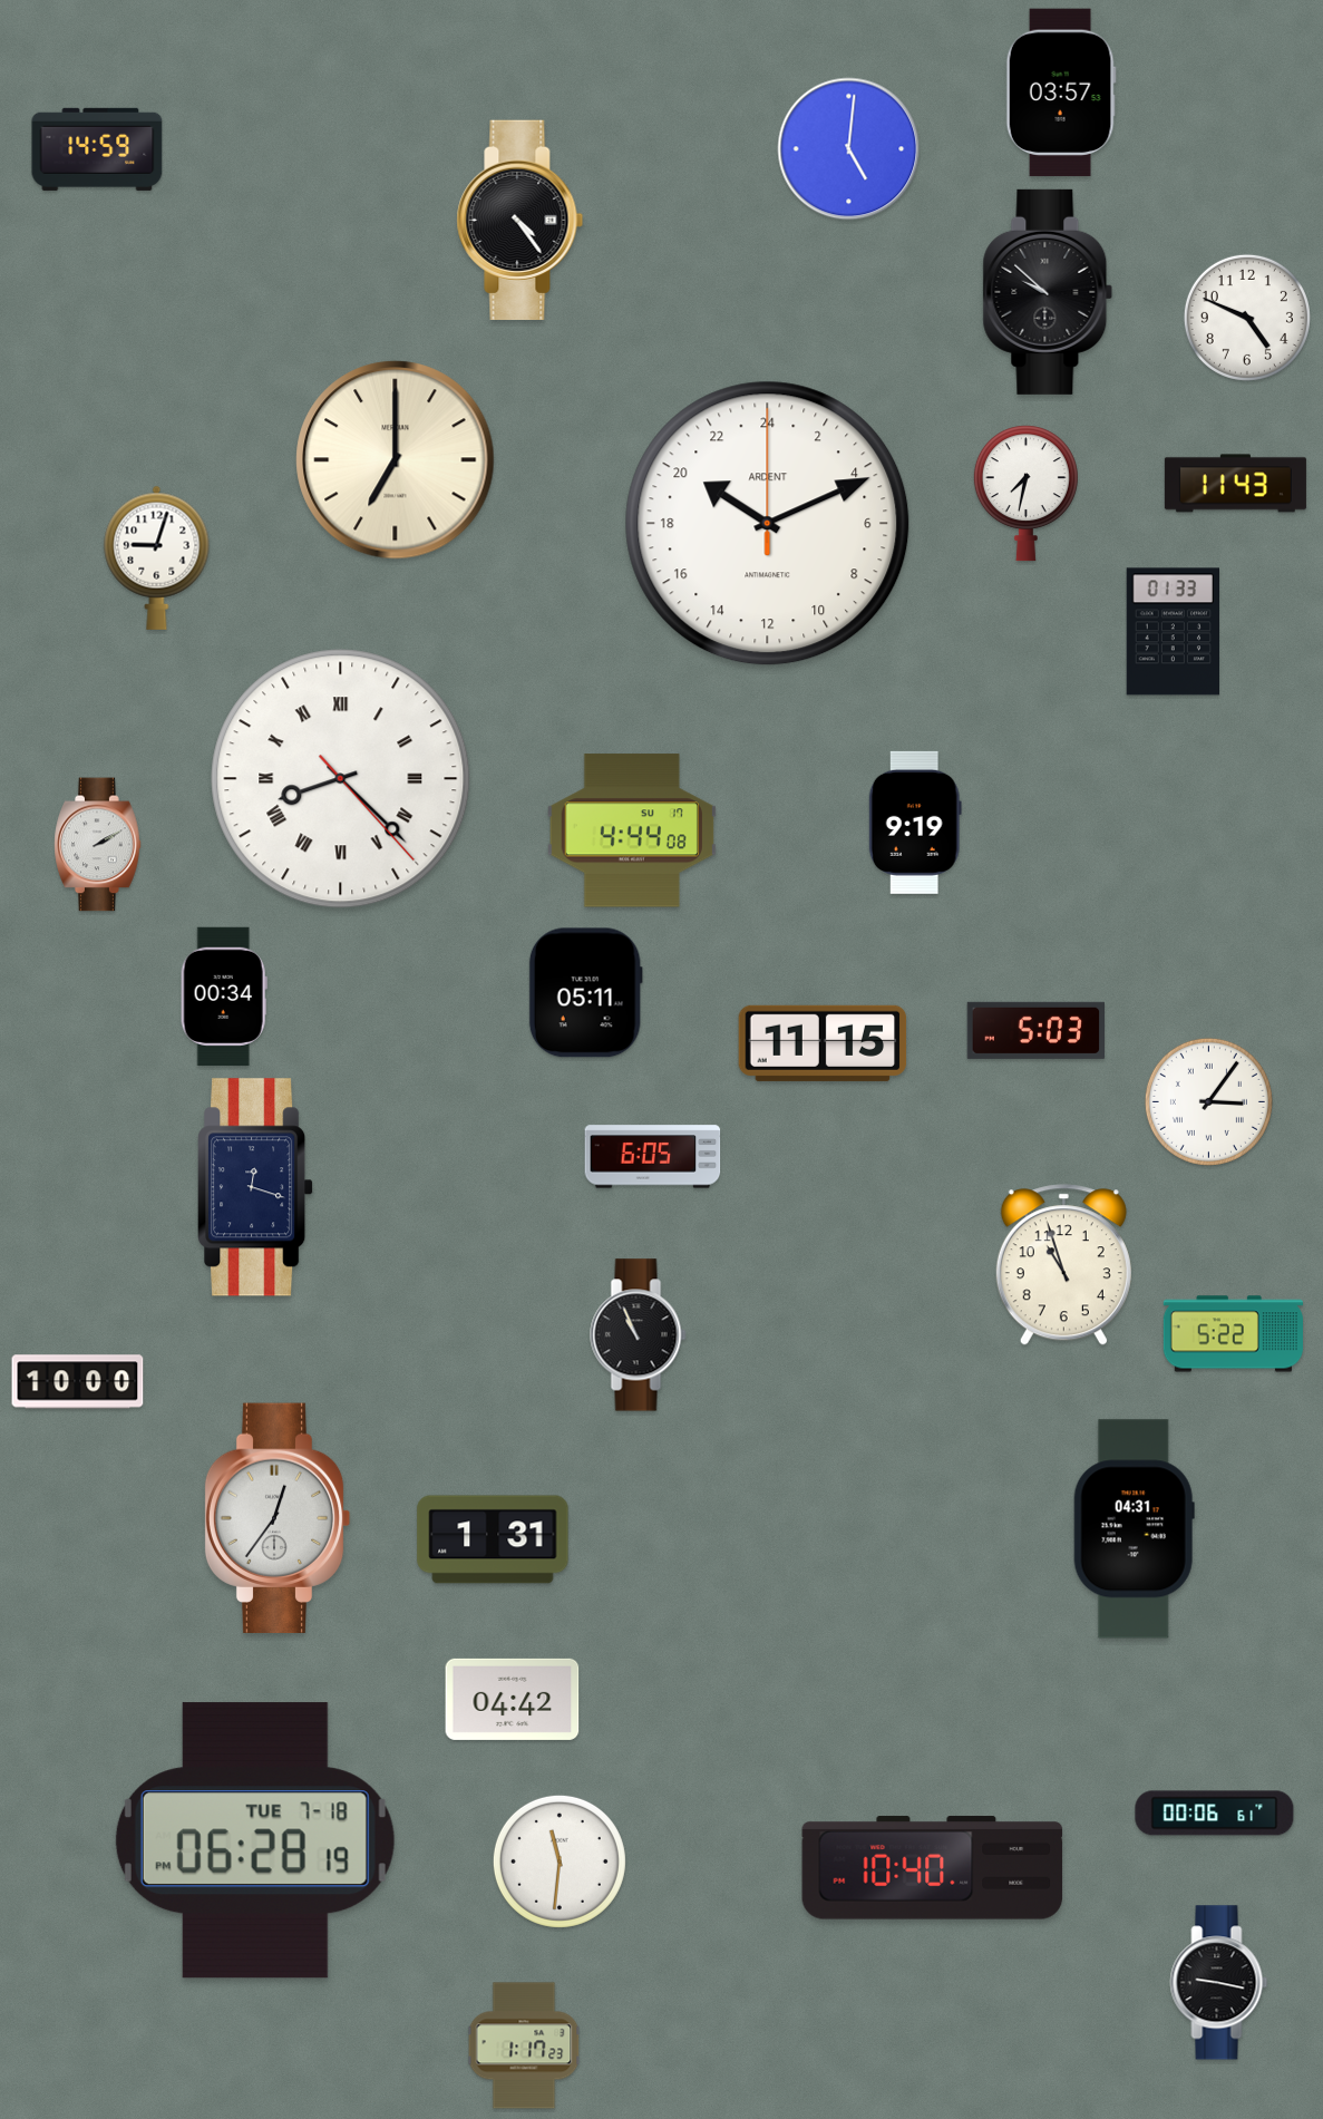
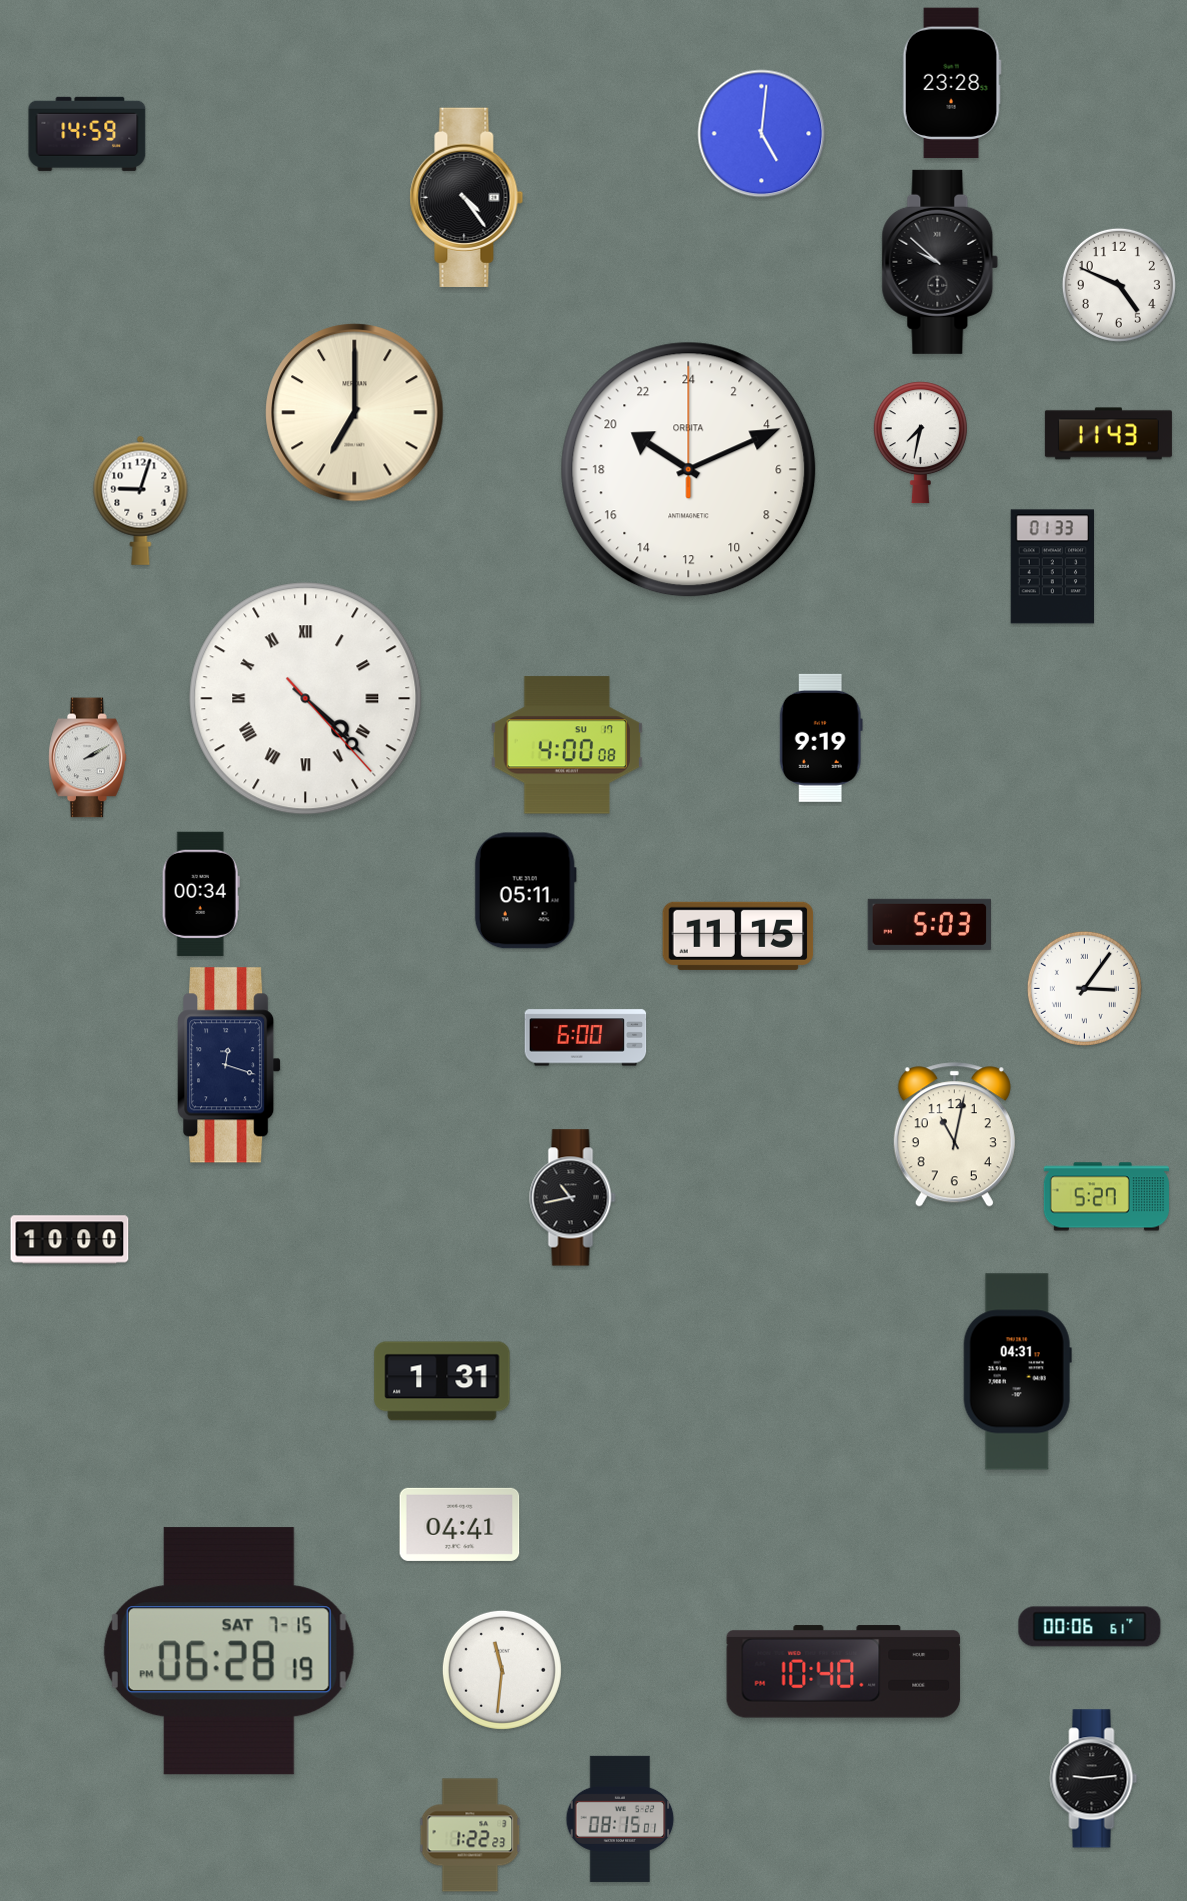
clock at (1061, 93): 03:57 -> 23:28
clock at (768, 524) brand: ARDENT -> ORBITA
clock at (341, 779): 8:22 -> 4:22
clock at (632, 830): 4:44 -> 4:00
clock at (653, 1157): 6:05 -> 6:00
clock at (1063, 1265): 10:57 -> 11:02
clock at (1233, 1334): 5:22 -> 5:27
clock at (639, 1335): 10:56 -> 10:43
clock at (278, 1517): 12:36 -> none
clock at (513, 1699): 04:42 -> 04:41
clock at (255, 1840) date: TUE 7-18 -> SAT 7-15
clock at (933, 1868) position: (933, 1868) -> (844, 1672)
clock at (1219, 1983): 9:17 -> 9:14
clock at (620, 1819): none -> 08:15
clock at (524, 2045): 1:17 -> 1:22
